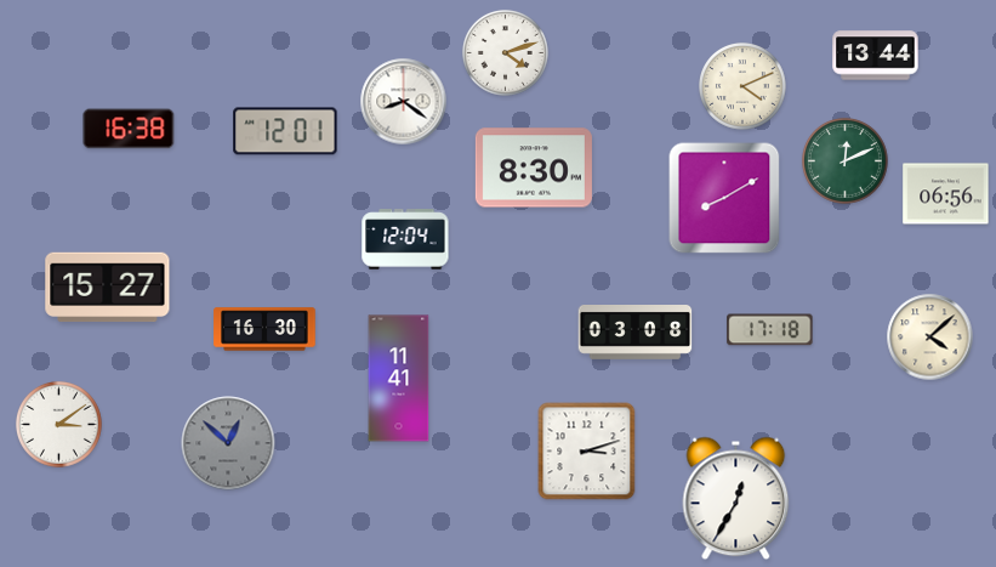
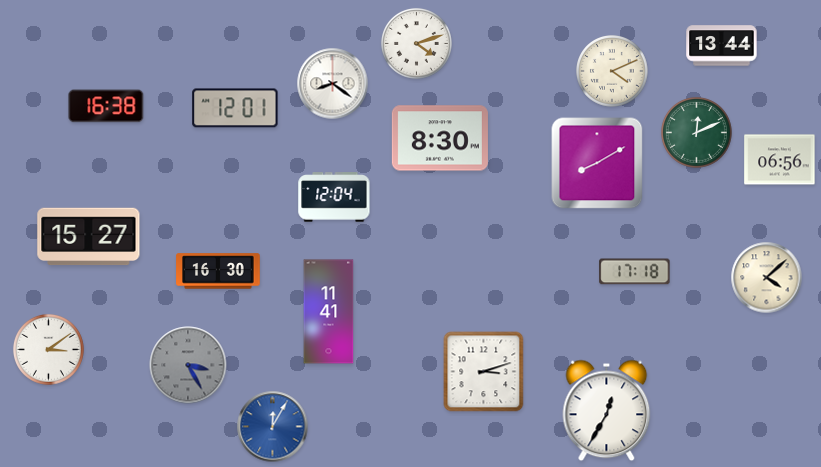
clock at (636, 333): 03:08 -> none
clock at (228, 443): 12:52 -> 3:25
clock at (273, 427): none -> 12:05
